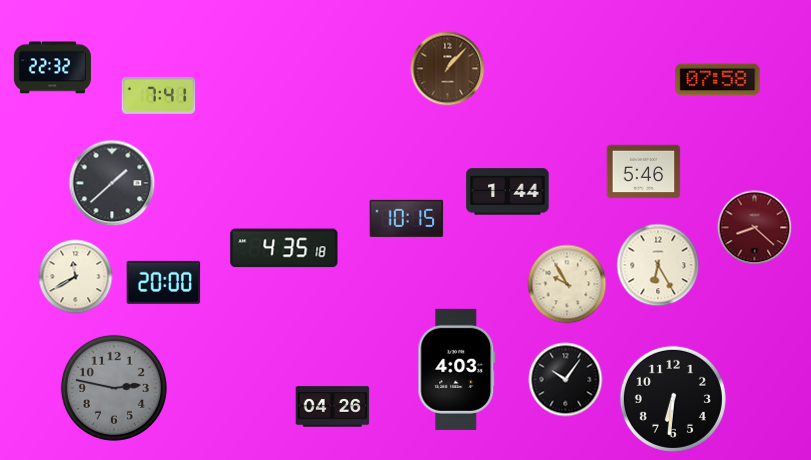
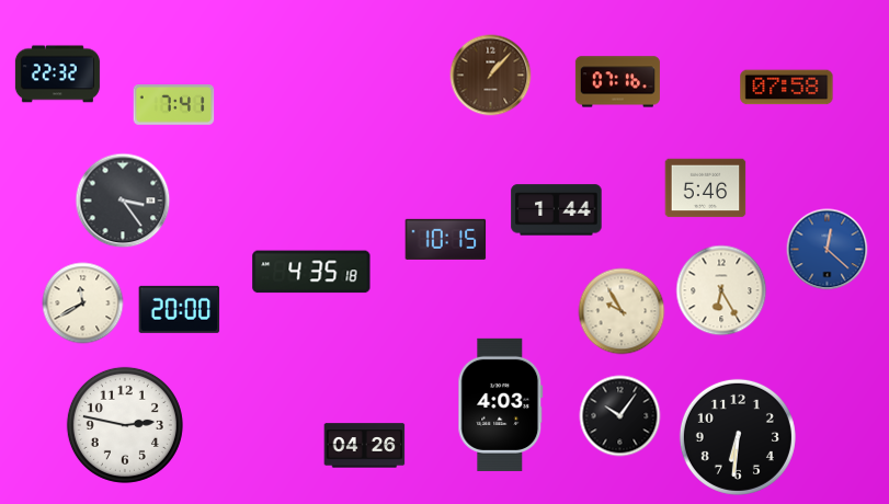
clock at (617, 82): none -> 07:16
clock at (112, 183): 1:38 -> 3:24
clock at (755, 228): 8:22 -> 12:22
clock at (755, 228) dial: burgundy -> blue
clock at (114, 388) dial: grey -> white
